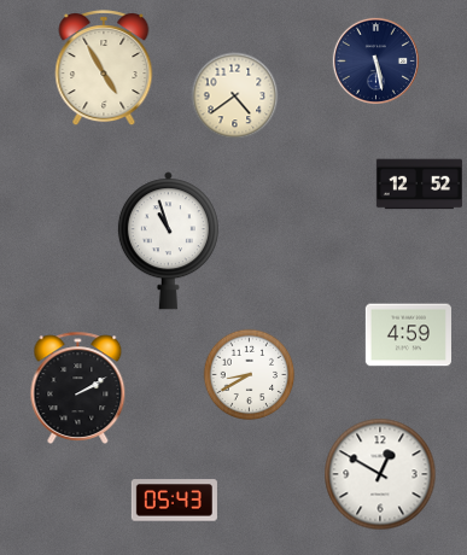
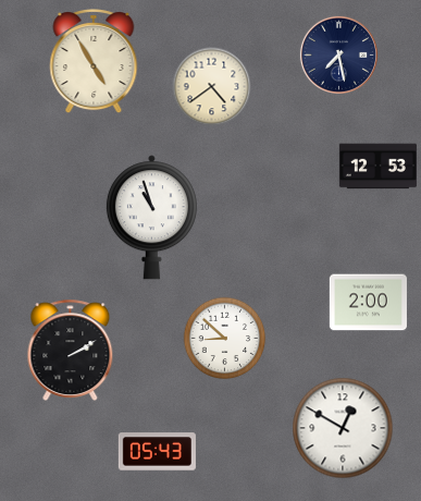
clock at (375, 60): 5:28 -> 7:28
clock at (419, 185): 12:52 -> 12:53
clock at (408, 335): 4:59 -> 2:00
clock at (250, 375): 8:40 -> 8:52
